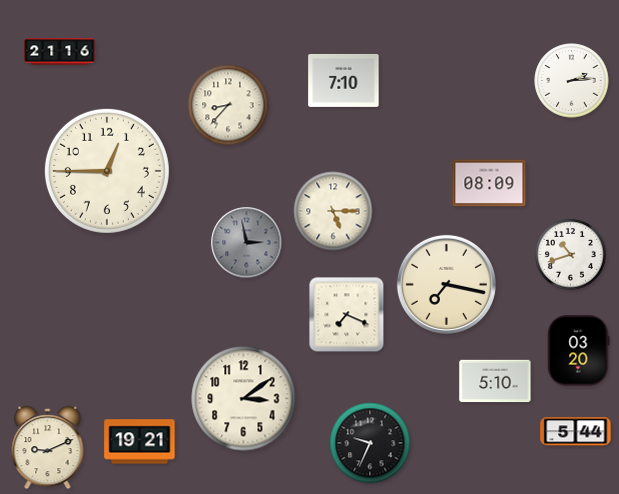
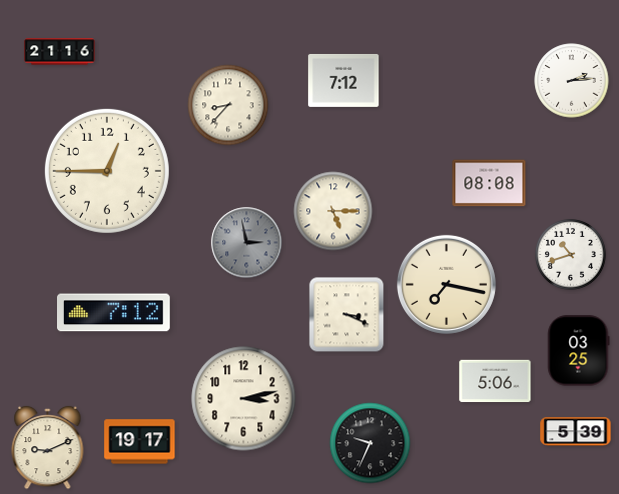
clock at (344, 80): 7:10 -> 7:12
clock at (489, 183): 08:09 -> 08:08
clock at (114, 313): none -> 7:12
clock at (347, 315): 7:19 -> 3:19
clock at (579, 351): 03:20 -> 03:25
clock at (495, 381): 5:10 -> 5:06
clock at (244, 399): 3:09 -> 3:13
clock at (576, 432): 5:44 -> 5:39
clock at (140, 442): 19:21 -> 19:17
